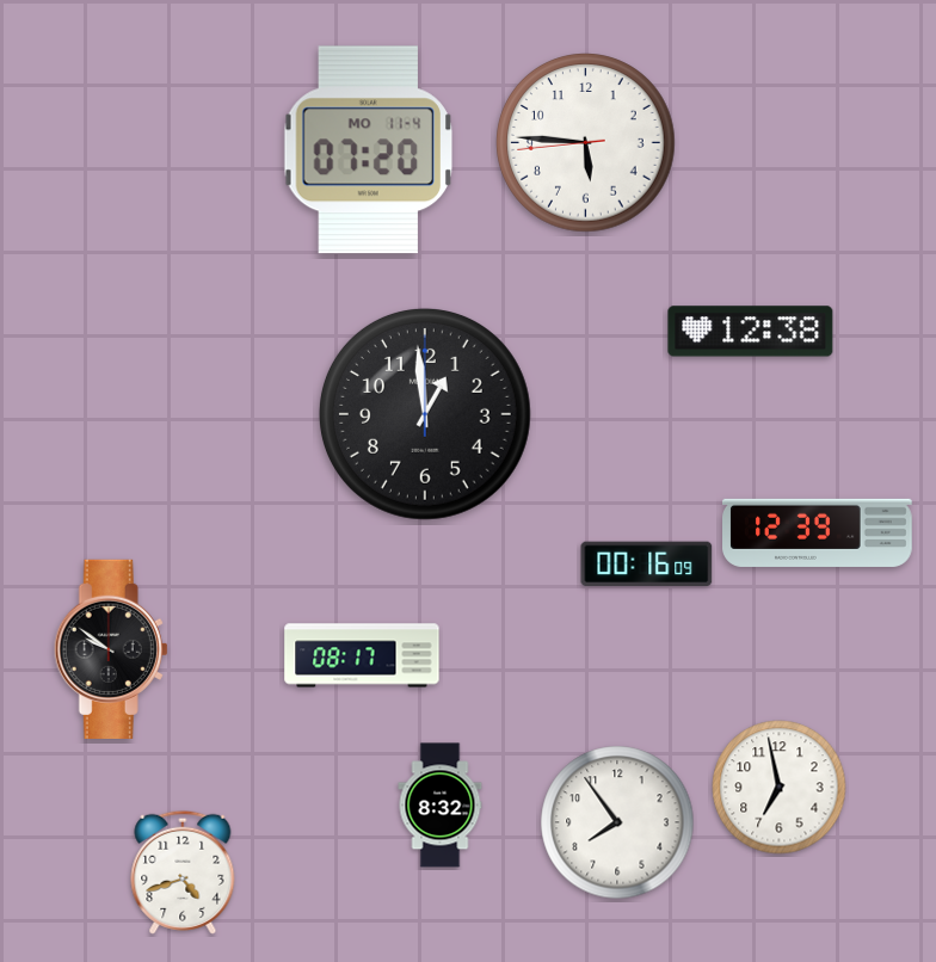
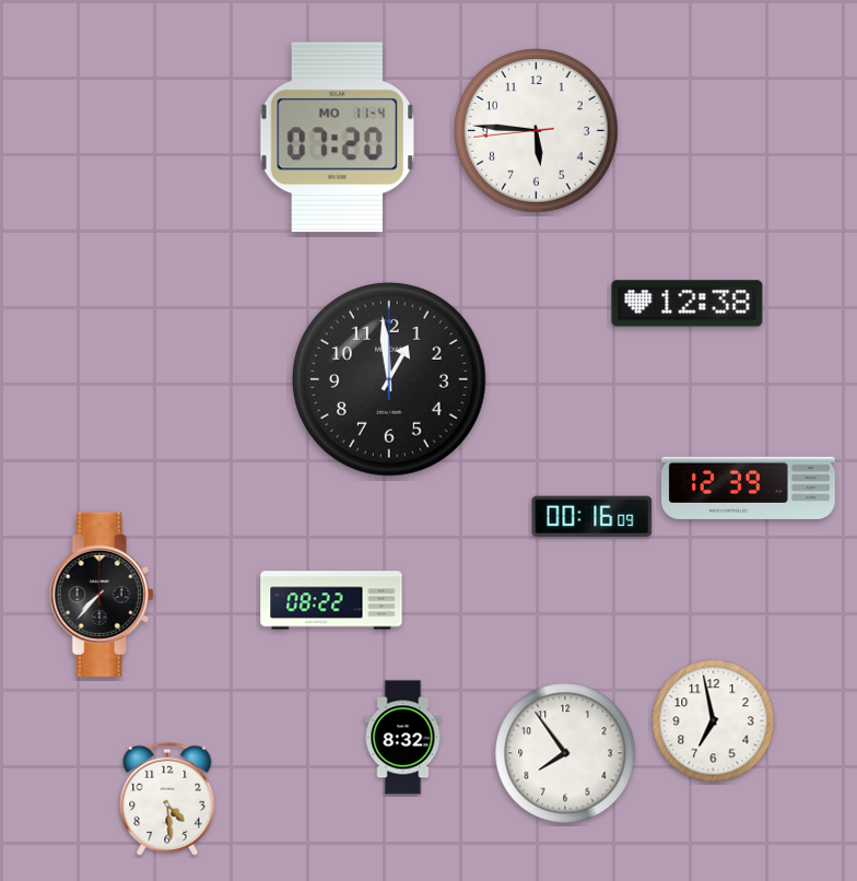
clock at (111, 649): 9:51 -> 7:37
clock at (362, 655): 08:17 -> 08:22
clock at (183, 872): 4:42 -> 4:29
